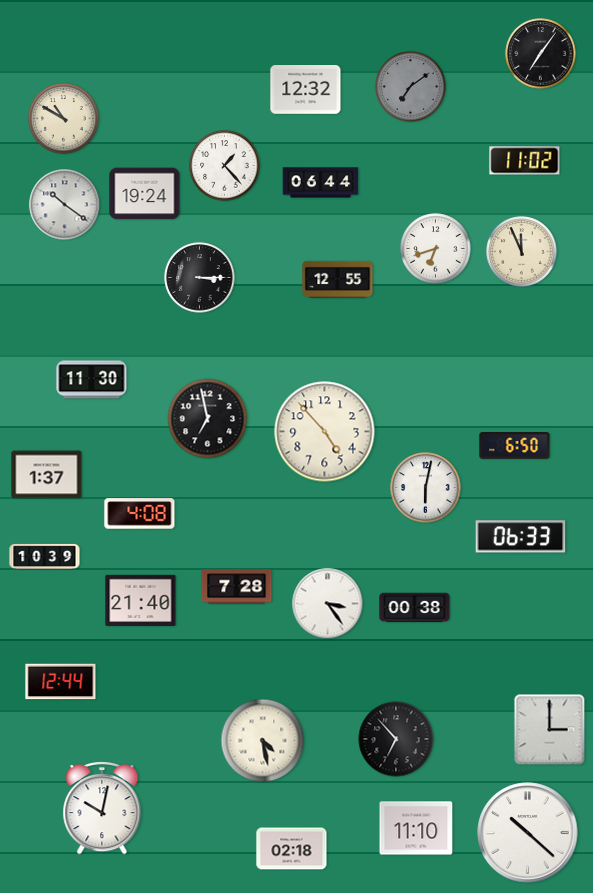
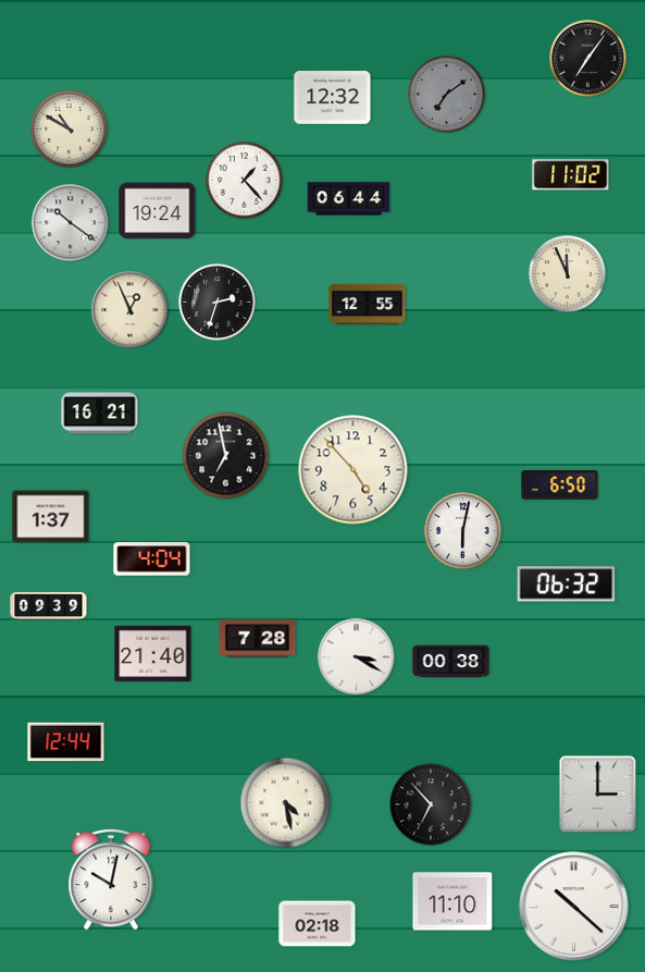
clock at (436, 249): 6:42 -> none
clock at (200, 278): 3:15 -> 2:33
clock at (131, 310): none -> 12:56
clock at (92, 380): 11:30 -> 16:21
clock at (140, 514): 4:08 -> 4:04
clock at (521, 537): 06:33 -> 06:32
clock at (45, 556): 10:39 -> 09:39
clock at (328, 604): 3:24 -> 3:20
clock at (263, 741) position: (263, 741) -> (286, 803)
